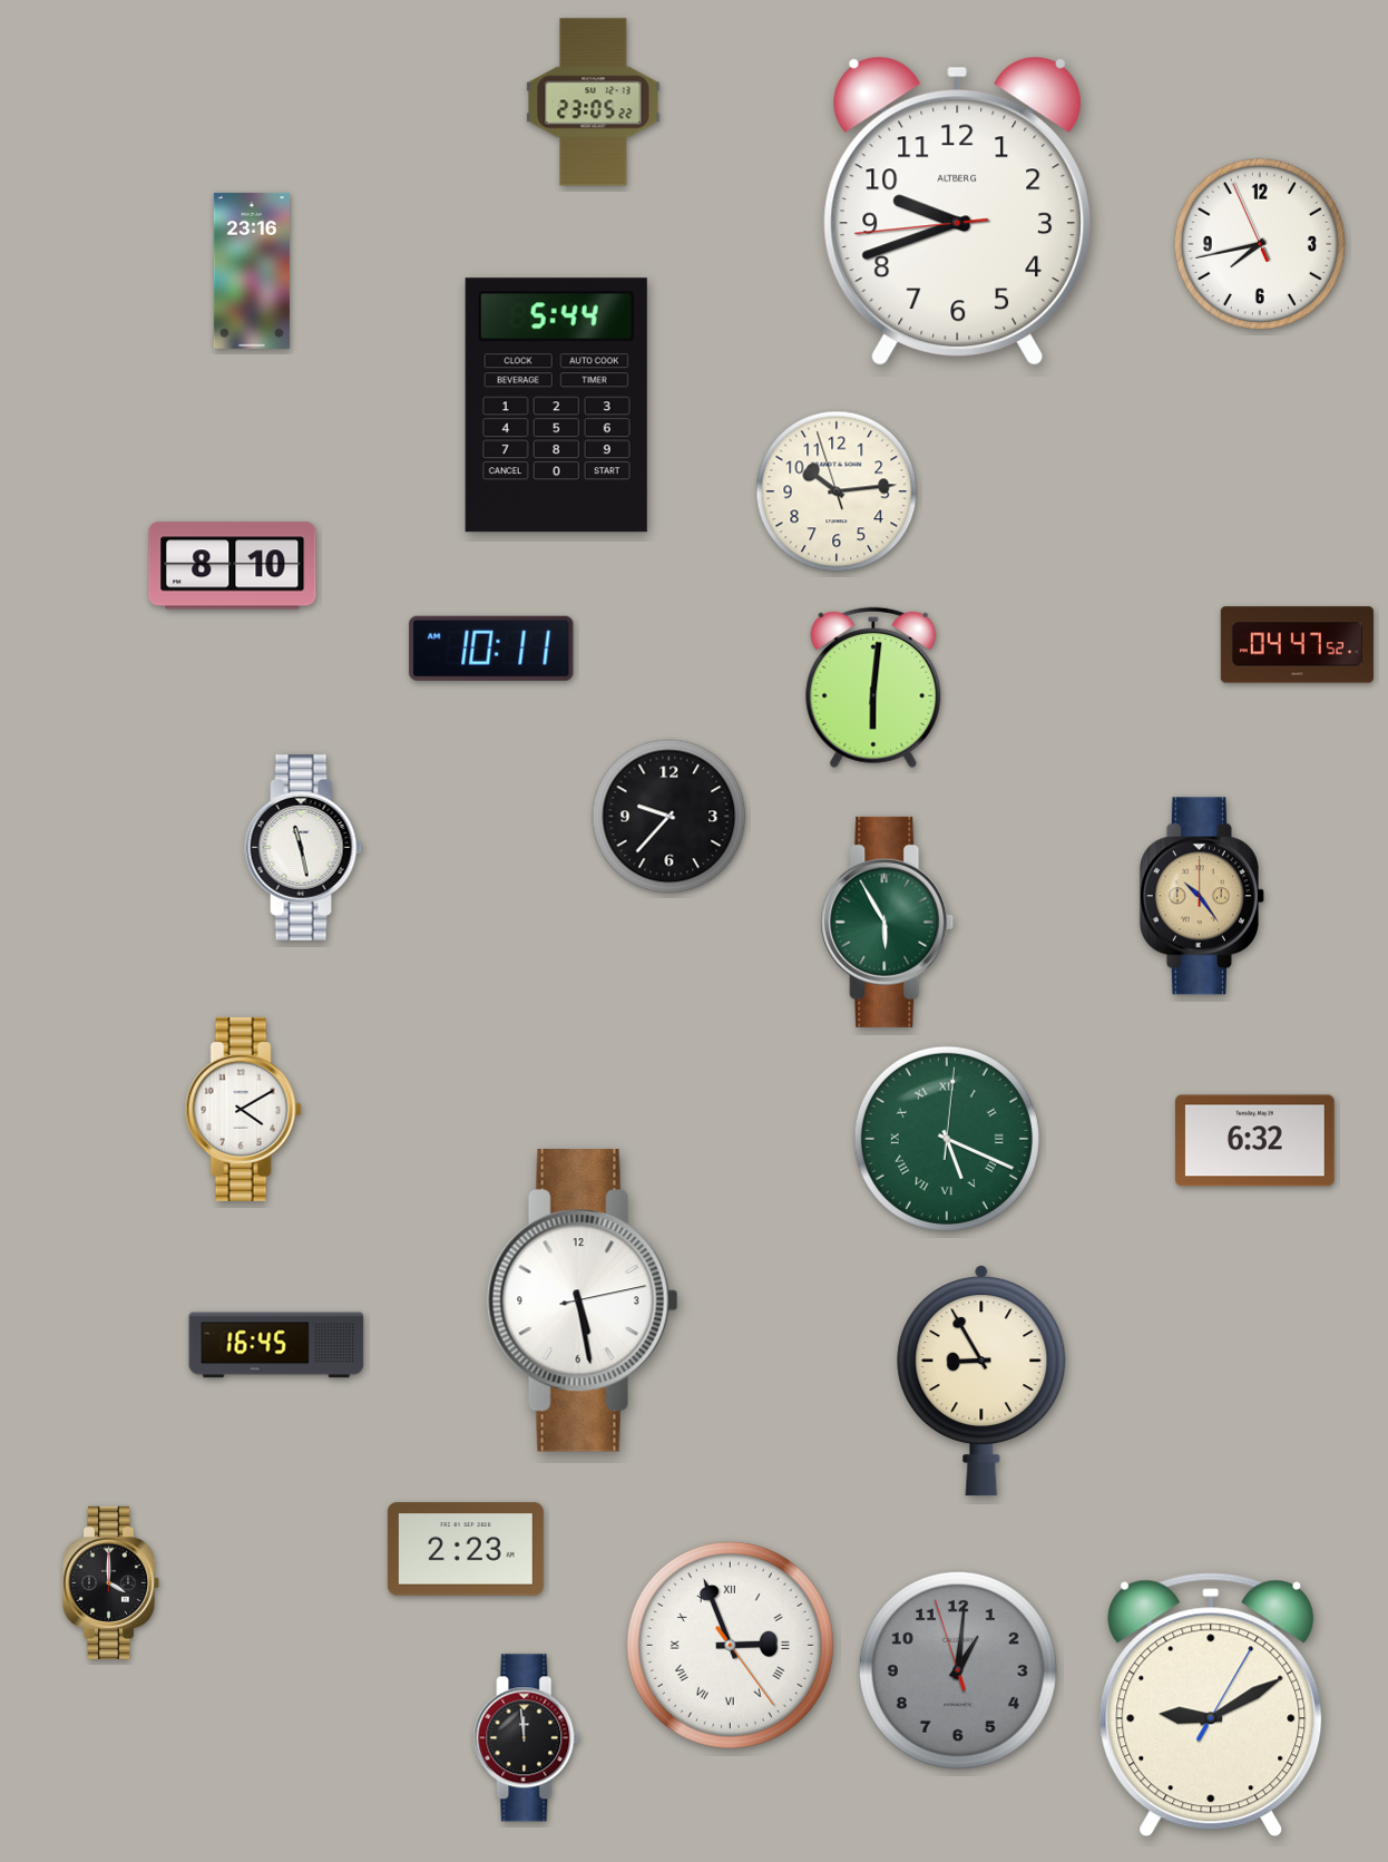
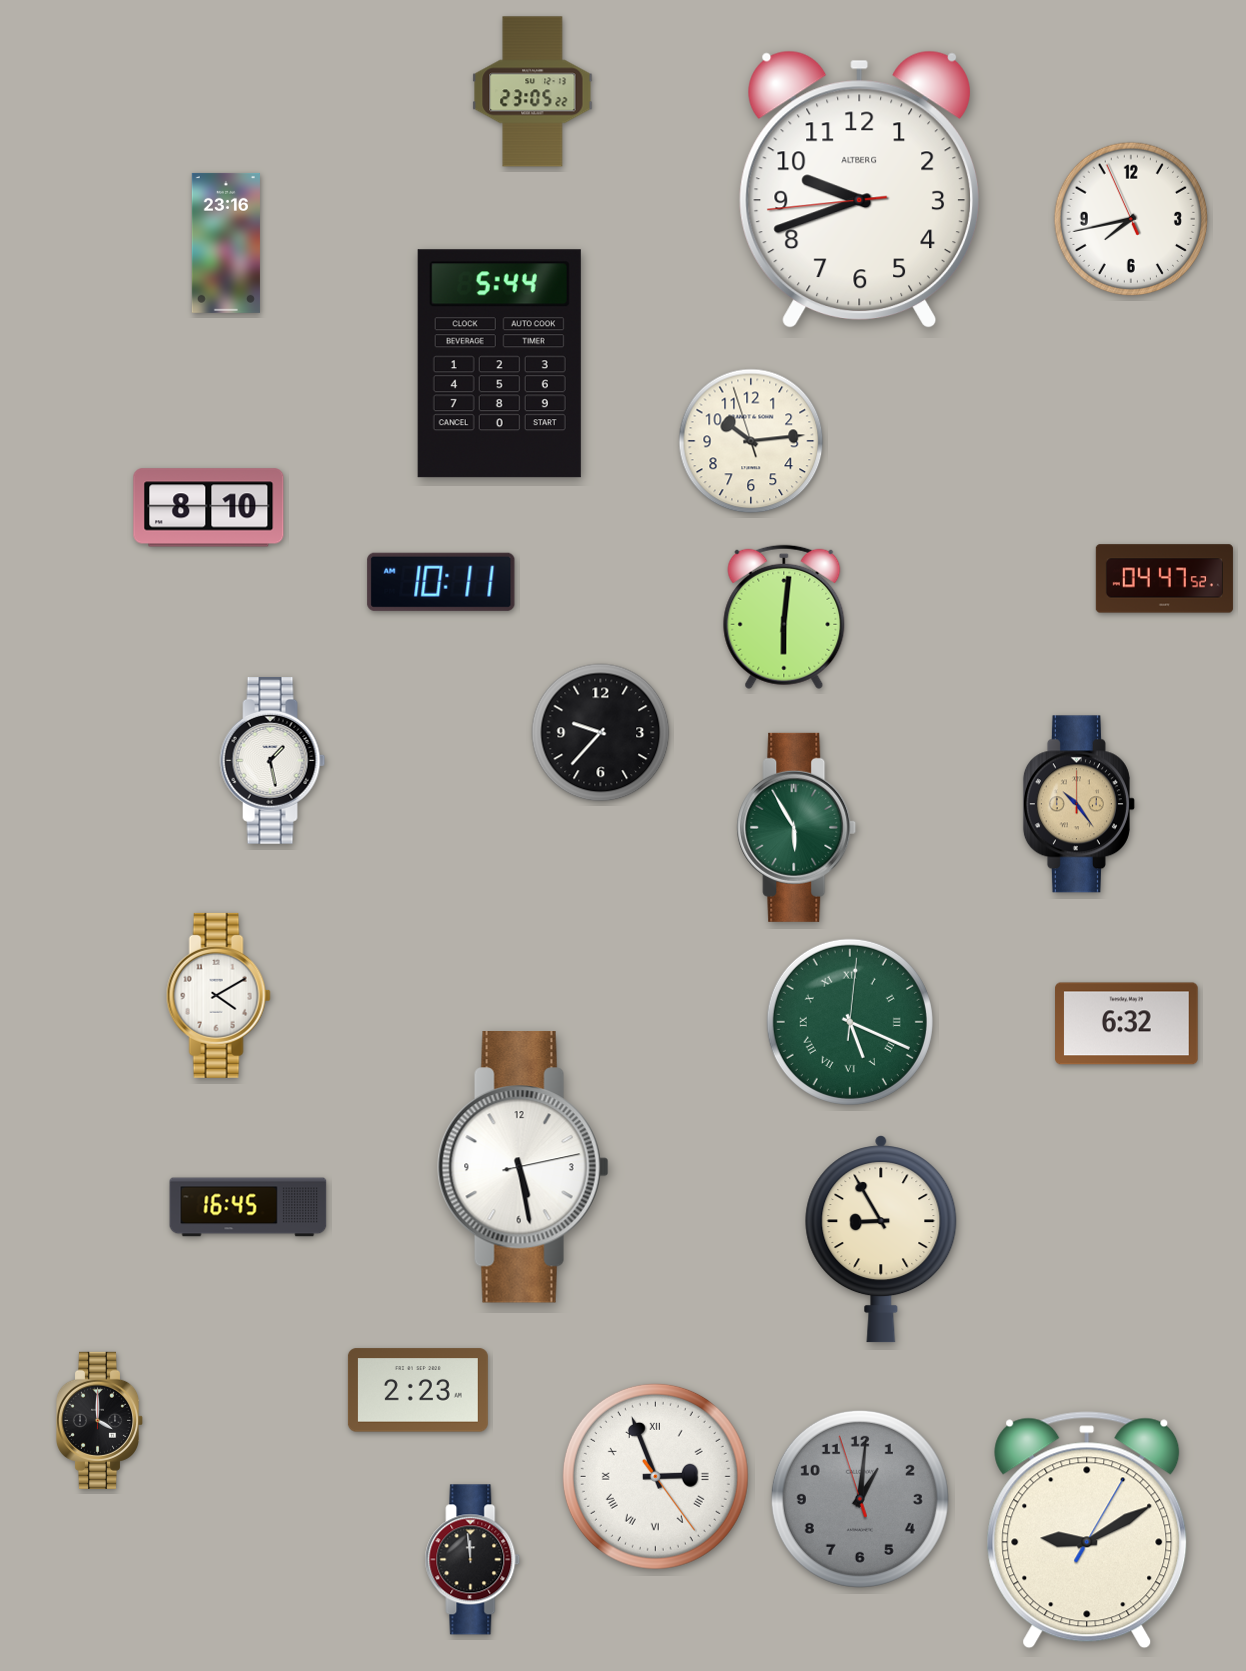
clock at (304, 847): 11:28 -> 1:28
